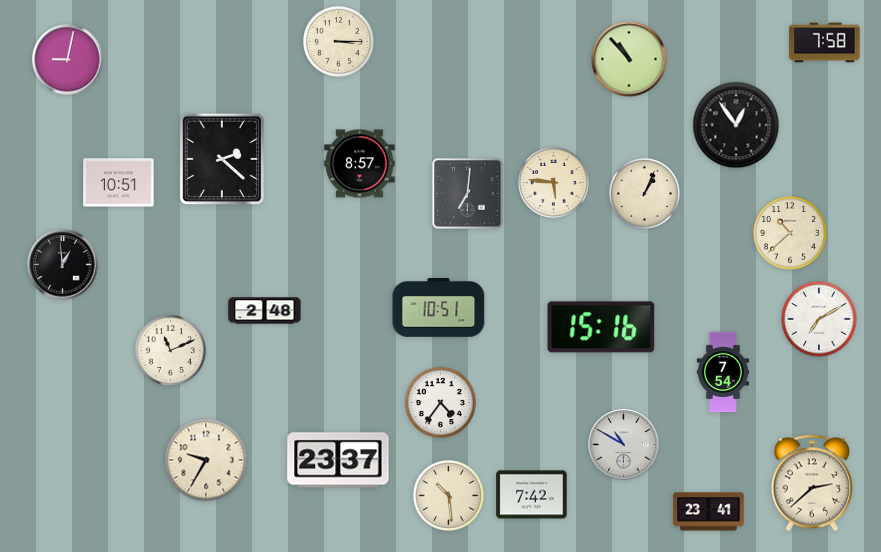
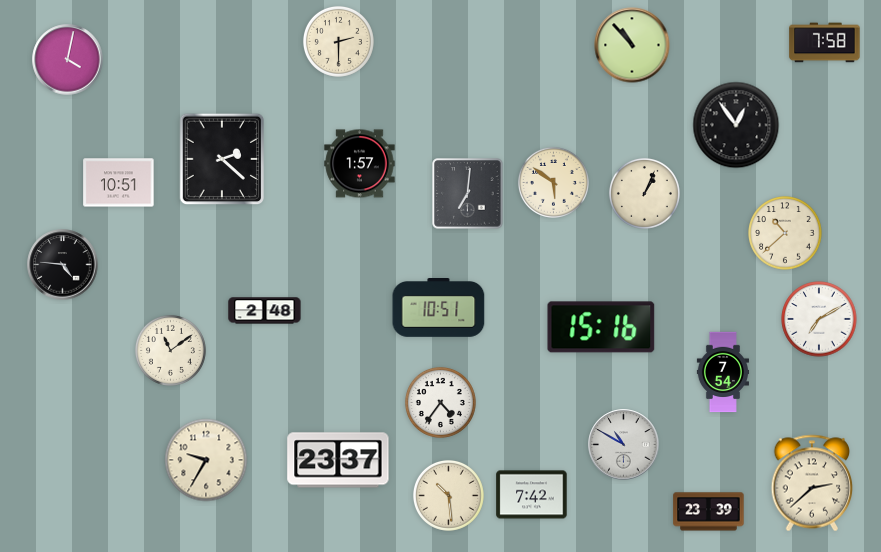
clock at (338, 41): 3:15 -> 2:30
clock at (629, 59) position: (629, 59) -> (632, 45)
clock at (68, 60): 9:02 -> 4:02
clock at (360, 164): 8:57 -> 1:57
clock at (553, 182): 5:46 -> 5:51
clock at (790, 233) position: (790, 233) -> (785, 233)
clock at (63, 265): 12:59 -> 4:46
clock at (170, 350): 11:11 -> 11:09
clock at (709, 512): 23:41 -> 23:39
